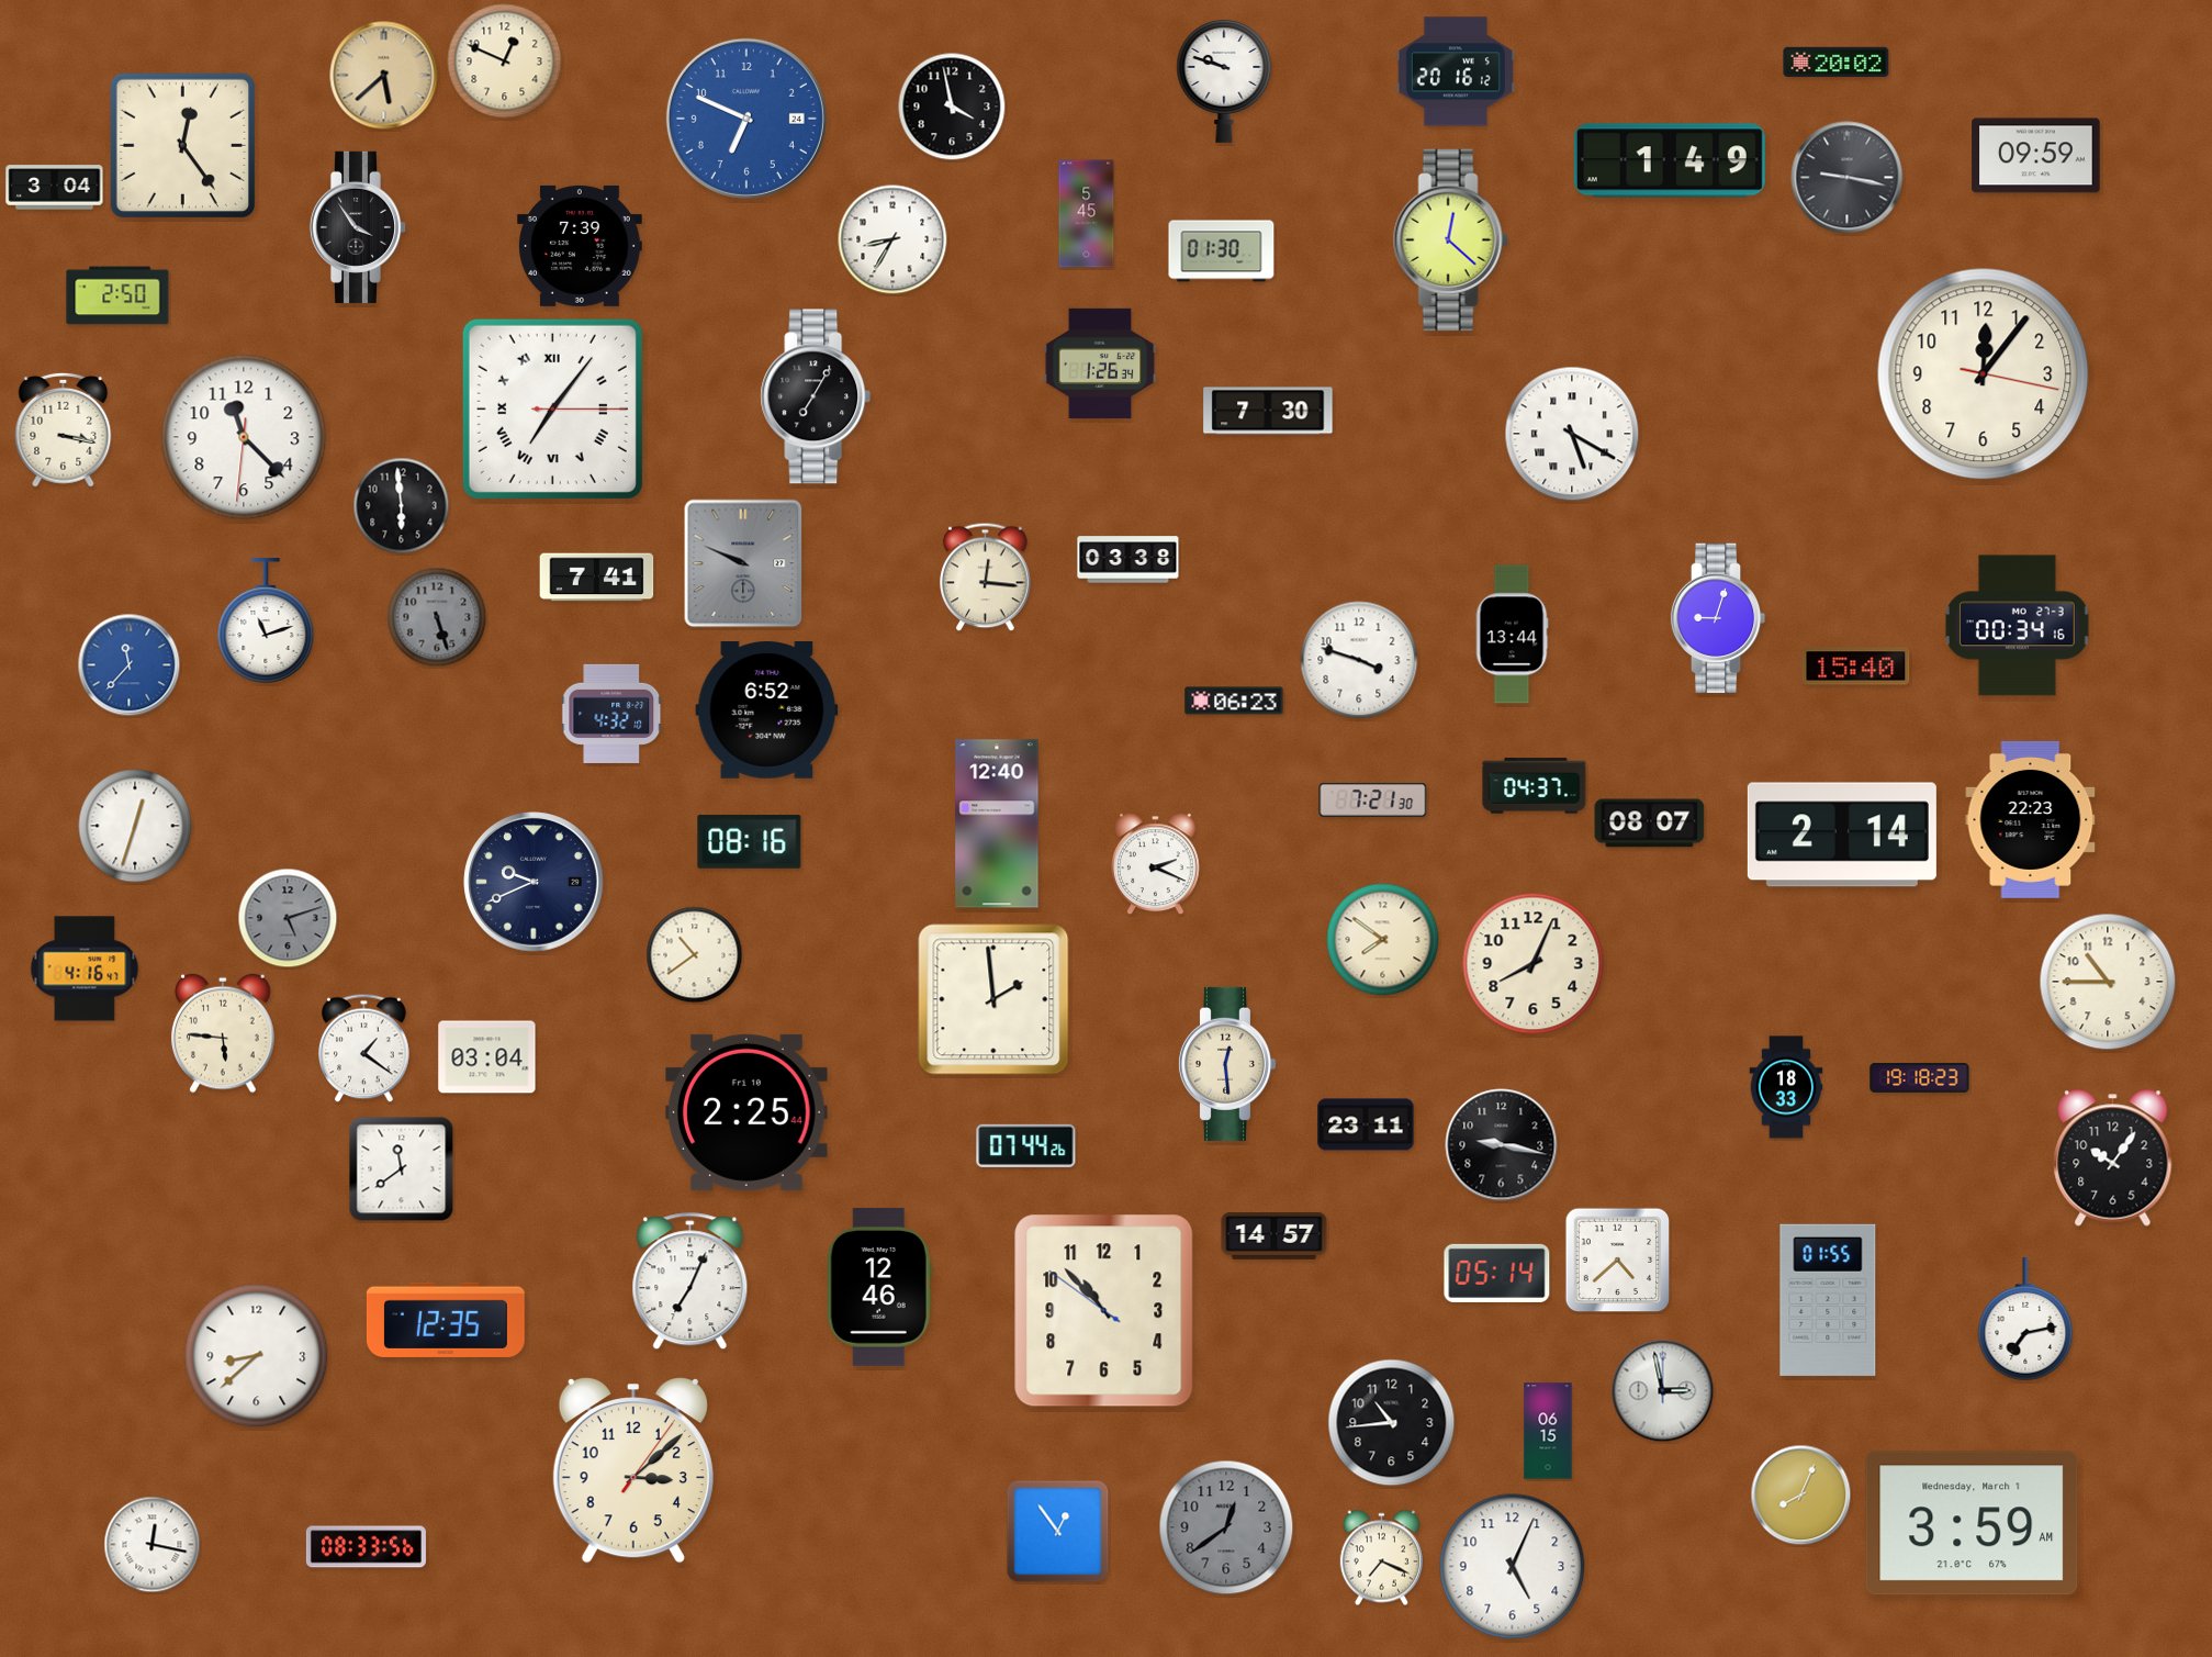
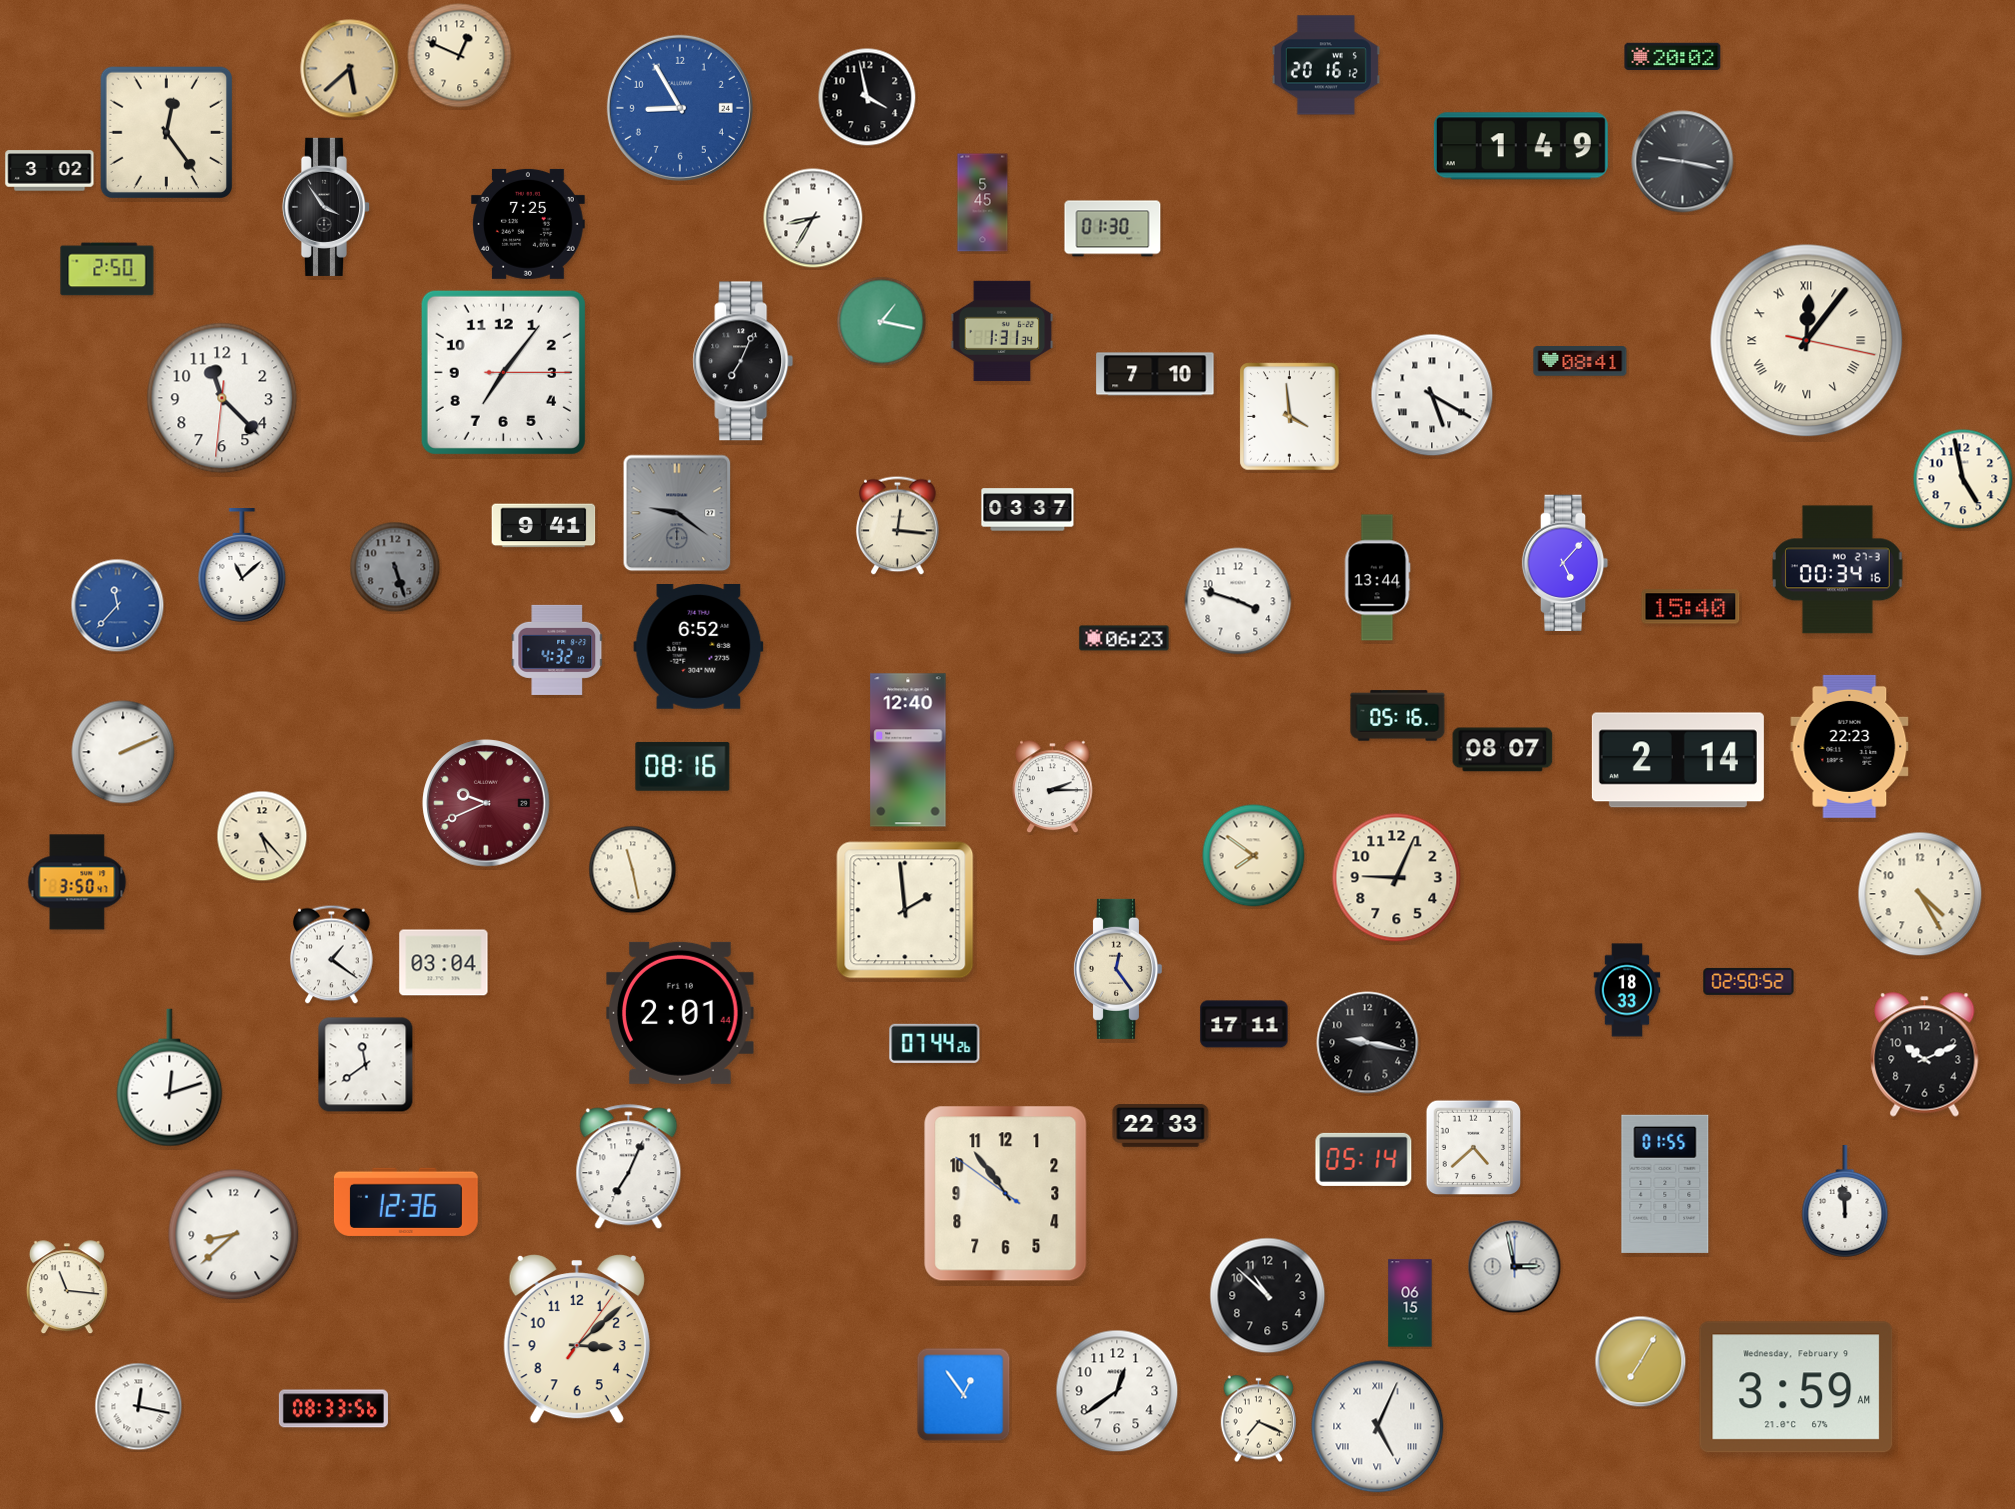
clock at (1224, 81): 9:48 -> none
clock at (746, 119): 6:49 -> 8:55
clock at (2036, 156): 09:59 -> none
clock at (55, 188): 3:04 -> 3:02
clock at (1087, 214) position: (1087, 214) -> (983, 203)
clock at (1450, 240): 12:22 -> none
clock at (581, 246): 7:39 -> 7:25
clock at (882, 322): none -> 1:17
clock at (1100, 363): 1:26 -> 1:31
clock at (1984, 374) numerals: Arabic -> Roman
clock at (816, 396): 7:05 -> 7:04
clock at (1580, 361): none -> 08:41
clock at (552, 408) numerals: Roman -> Arabic
clock at (1268, 411): 7:30 -> 7:10
clock at (64, 429): 3:17 -> none
clock at (1290, 417): none -> 3:59
clock at (402, 506): 5:59 -> none
clock at (1963, 479): none -> 4:58
clock at (1129, 560): 03:38 -> 03:37
clock at (743, 563): 9:49 -> 9:21
clock at (597, 578): 7:41 -> 9:41
clock at (437, 617) position: (437, 617) -> (395, 567)
clock at (1718, 618): 9:03 -> 5:07
clock at (266, 622): 11:12 -> 11:08
clock at (1535, 786): 04:37 -> 05:16
clock at (1373, 799): 7:21 -> none
clock at (135, 826): 12:33 -> 2:11
clock at (1156, 864): 2:19 -> 2:15
clock at (534, 882) dial: navy -> burgundy
clock at (288, 918): 5:12 -> 5:23
clock at (288, 918) dial: grey -> cream
clock at (1383, 940) position: (1383, 940) -> (1254, 856)
clock at (695, 955): 10:39 -> 11:28
clock at (1534, 964): 8:04 -> 9:04
clock at (85, 969): 4:16 -> 3:50
clock at (2108, 982): 10:45 -> 4:25
clock at (224, 1033): 5:46 -> none
clock at (1226, 1064): 12:29 -> 12:24
clock at (1920, 1077): 19:18 -> 02:50
clock at (746, 1112): 2:25 -> 2:01
clock at (1366, 1124): 23:11 -> 17:11
clock at (2113, 1158): 10:06 -> 10:11
clock at (170, 1078): none -> 12:12
clock at (1275, 1236): 14:57 -> 22:33
clock at (879, 1287): 12:46 -> none
clock at (1104, 1311): 10:52 -> 10:53
clock at (2025, 1319): 7:13 -> 11:59
clock at (446, 1320): 12:35 -> 12:36
clock at (67, 1288): none -> 11:16
clock at (1392, 1423): 10:44 -> 10:52
clock at (1801, 1496): 8:04 -> 7:05
clock at (1972, 1523) date: Wednesday, March 1 -> Wednesday, February 9
clock at (1226, 1527) dial: grey -> white
clock at (1513, 1567) numerals: Arabic -> Roman
